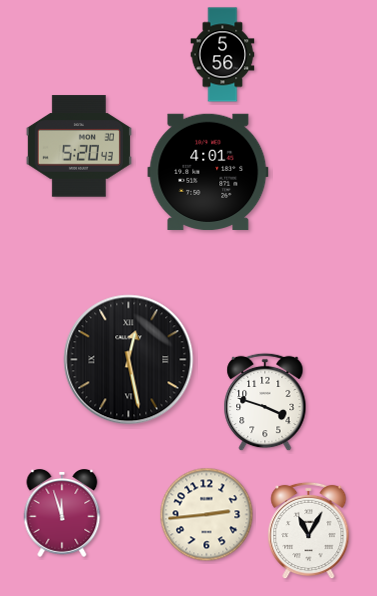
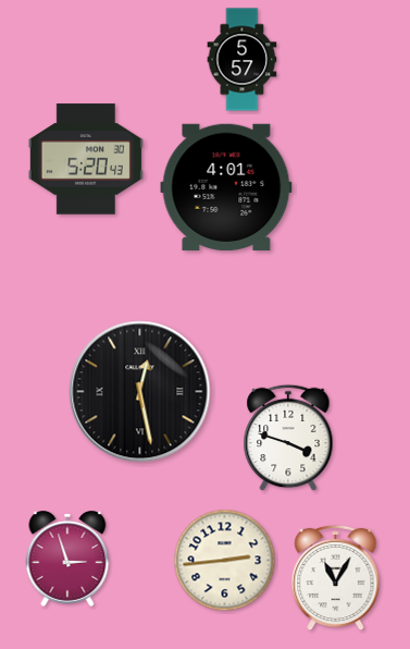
clock at (223, 55): 5:56 -> 5:57
clock at (62, 514): 11:57 -> 2:57
